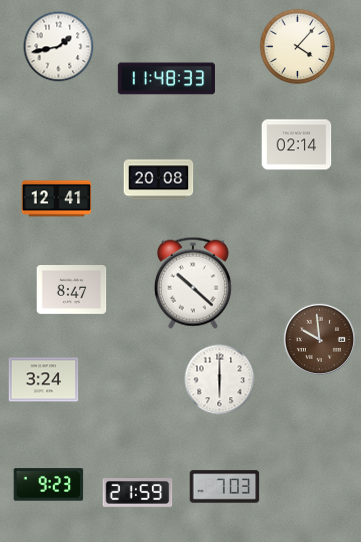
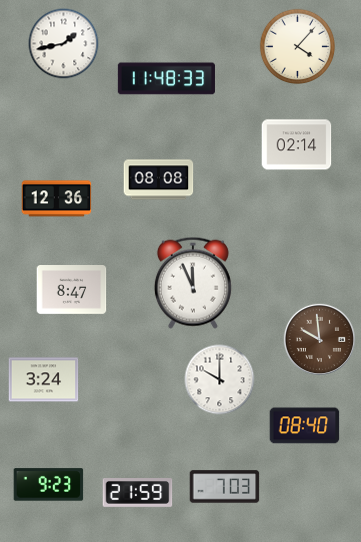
clock at (59, 47) position: (59, 47) -> (64, 44)
clock at (159, 180): 20:08 -> 08:08
clock at (57, 199): 12:41 -> 12:36
clock at (193, 283): 10:22 -> 11:56
clock at (220, 380): 6:00 -> 10:00
clock at (305, 426): none -> 08:40
